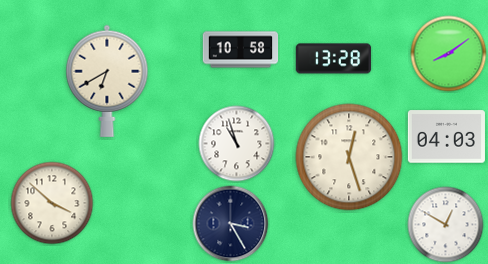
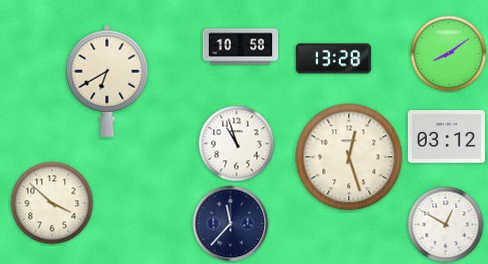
clock at (241, 50) position: (241, 50) -> (241, 47)
clock at (446, 137): 04:03 -> 03:12
clock at (231, 224): 3:25 -> 11:37
